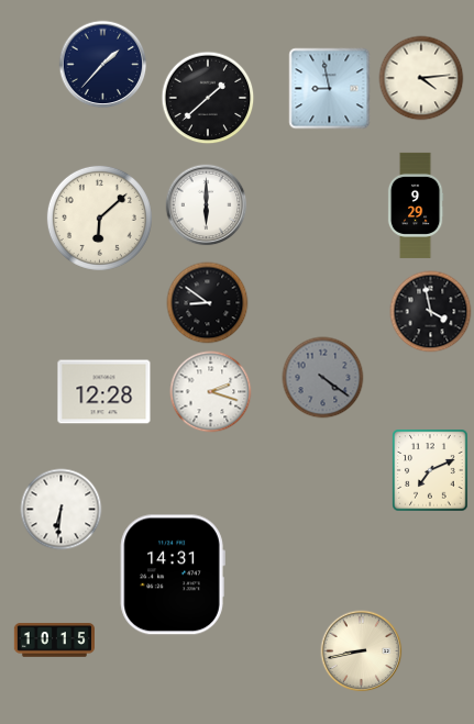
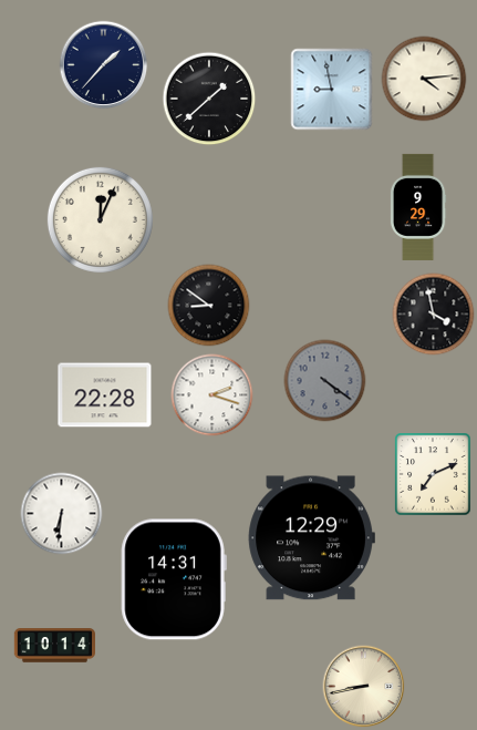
clock at (207, 205): 6:00 -> none
clock at (99, 218): 6:08 -> 12:04
clock at (104, 392): 12:28 -> 22:28
clock at (311, 538): none -> 12:29
clock at (54, 641): 10:15 -> 10:14
clock at (362, 651) position: (362, 651) -> (364, 687)
